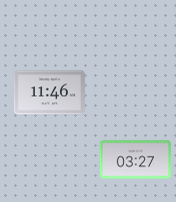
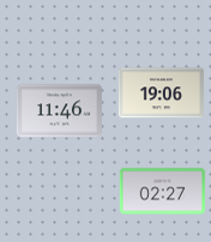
clock at (161, 93): none -> 19:06
clock at (135, 160): 03:27 -> 02:27
